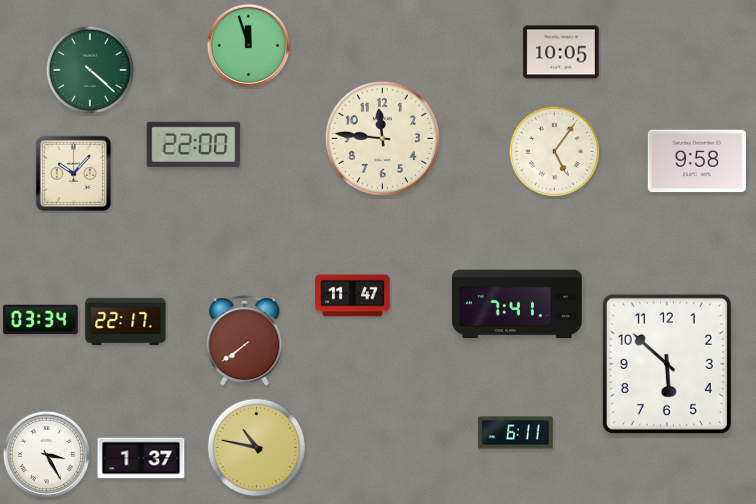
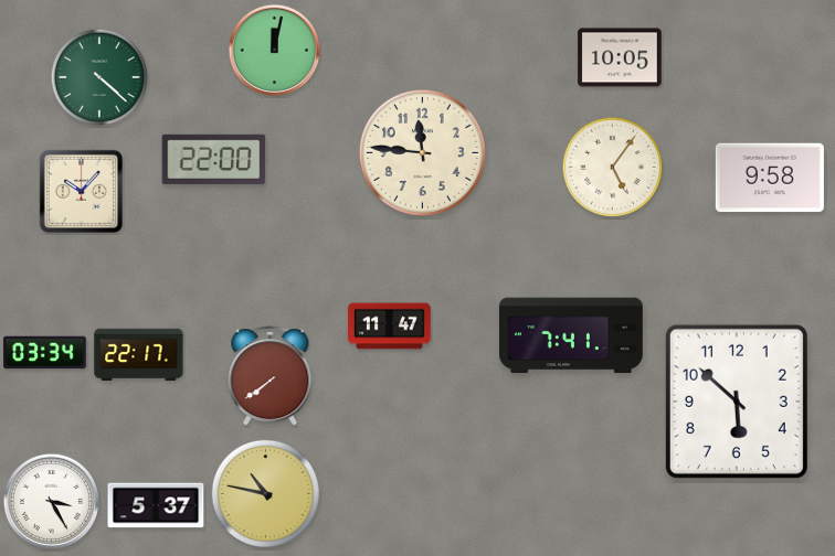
clock at (248, 45): 11:57 -> 12:02
clock at (516, 433): 6:11 -> none
clock at (256, 447) position: (256, 447) -> (265, 493)
clock at (141, 458): 1:37 -> 5:37
